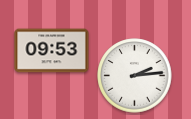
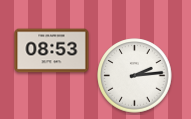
clock at (52, 51): 09:53 -> 08:53
